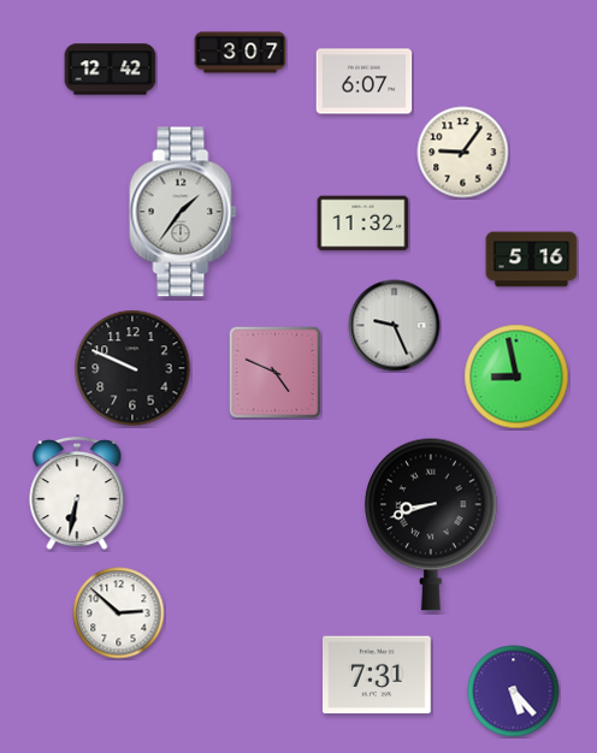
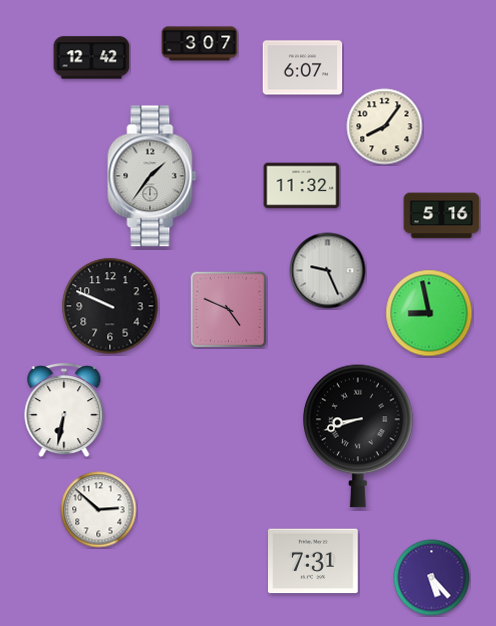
clock at (463, 153): 9:06 -> 8:06
clock at (514, 692) position: (514, 692) -> (432, 578)
